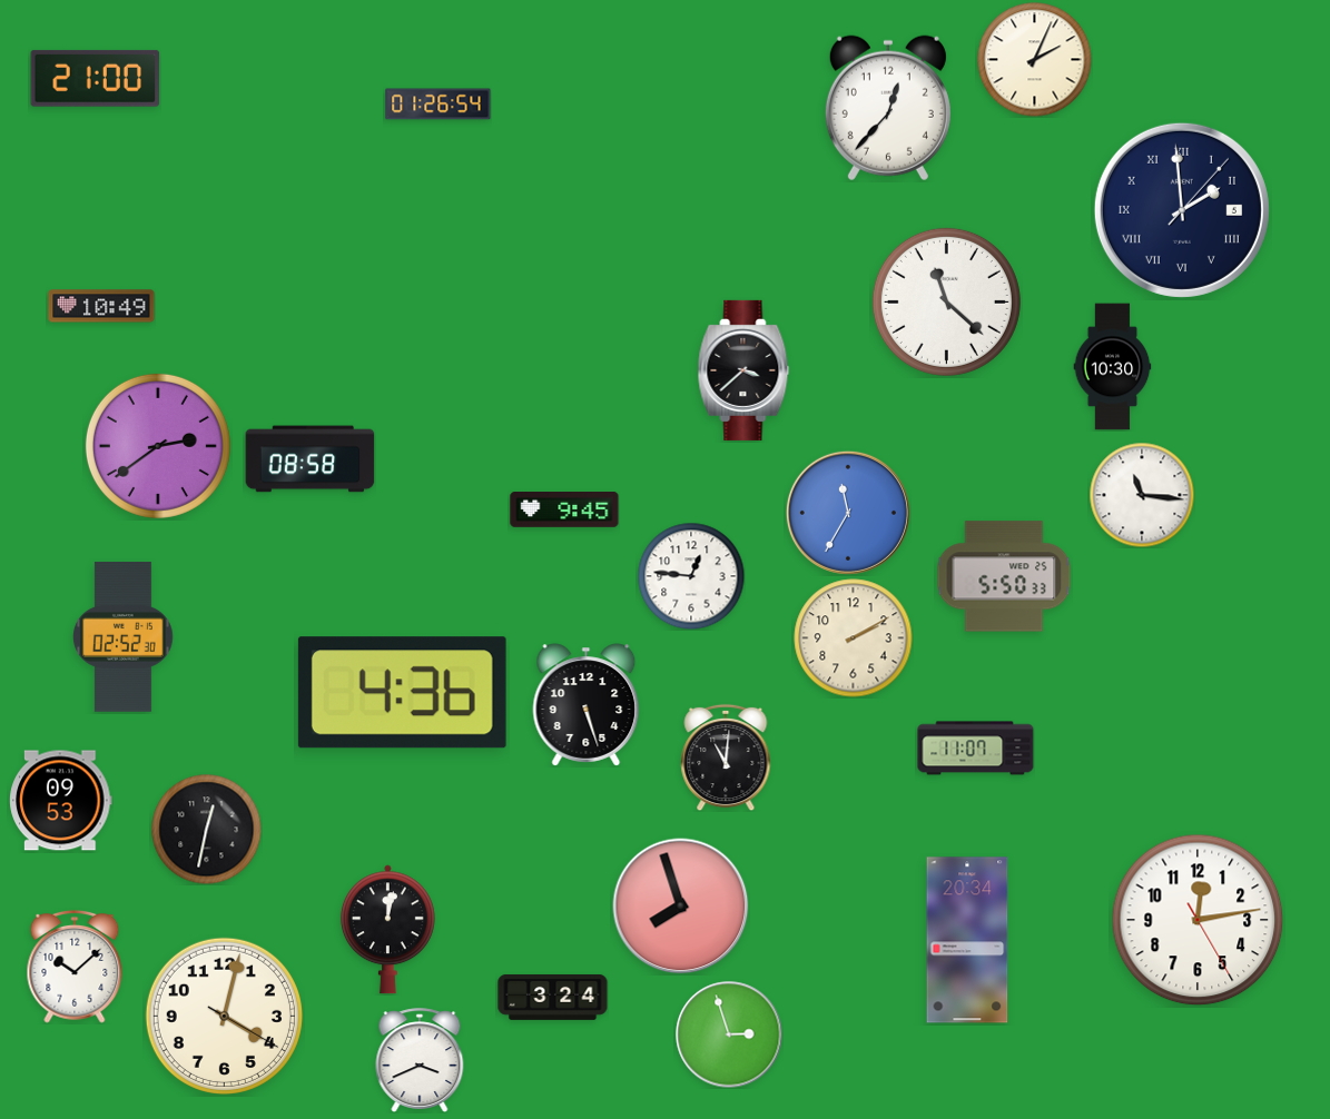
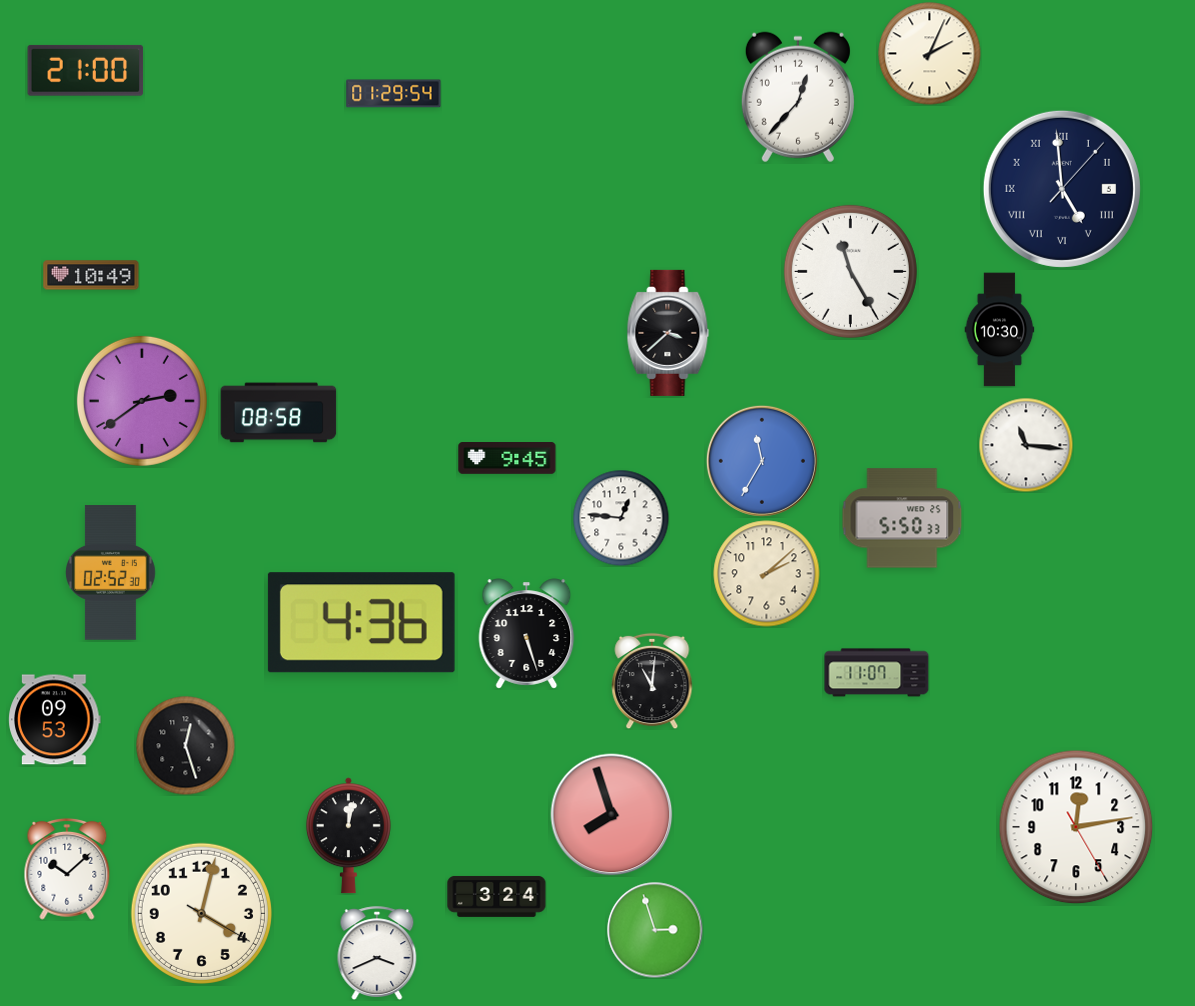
clock at (439, 105): 01:26 -> 01:29
clock at (1182, 210): 1:59 -> 4:59
clock at (946, 301): 11:22 -> 11:25
clock at (854, 638): 2:10 -> 2:08
clock at (207, 830): 12:32 -> 12:27
clock at (967, 940): 20:34 -> none
